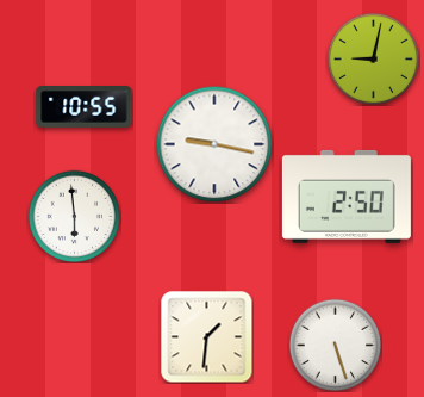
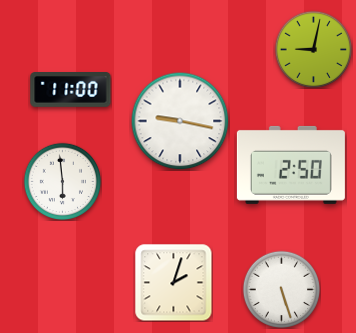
clock at (85, 107): 10:55 -> 11:00
clock at (206, 336): 1:31 -> 2:03
